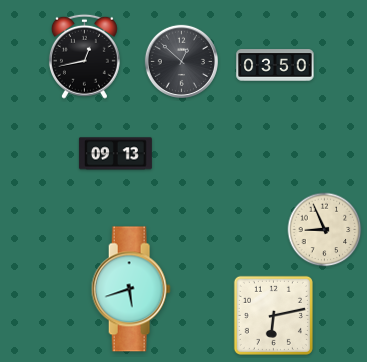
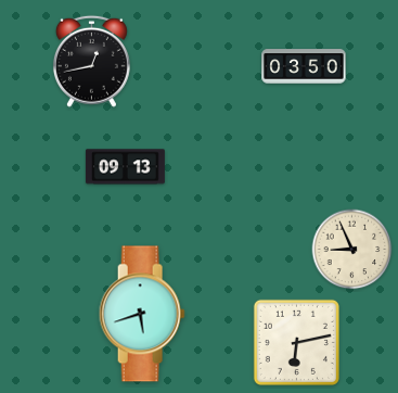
clock at (181, 61): 12:52 -> none
clock at (275, 65) position: (275, 65) -> (304, 66)
